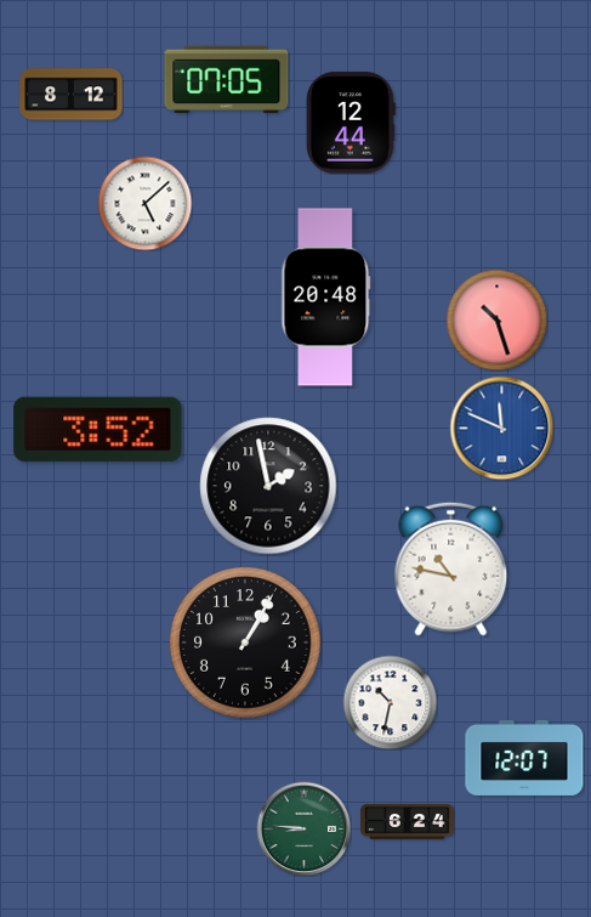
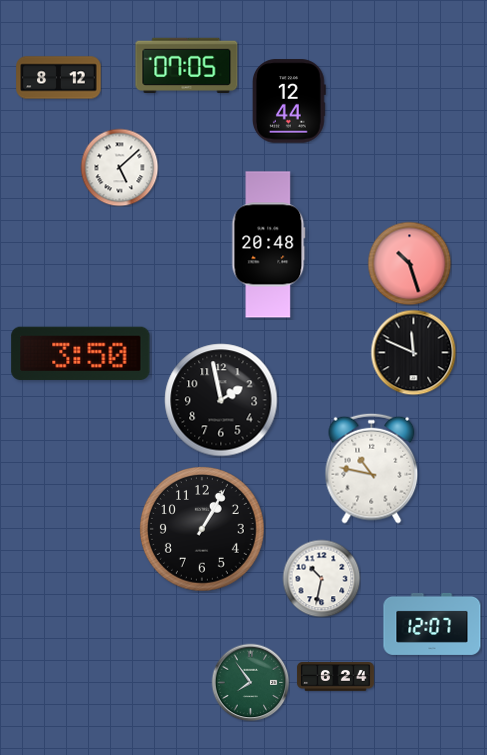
clock at (501, 428) dial: blue -> black
clock at (98, 429): 3:52 -> 3:50
clock at (303, 828): 8:46 -> 7:54
